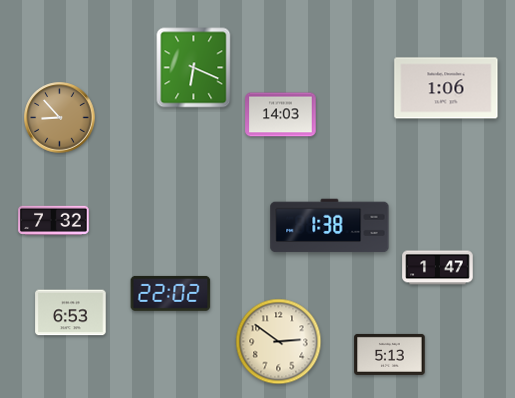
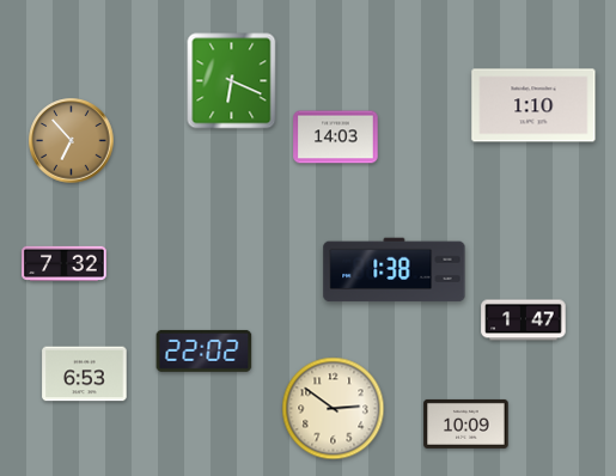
clock at (446, 88): 1:06 -> 1:10
clock at (60, 118): 8:53 -> 6:53
clock at (390, 354): 5:13 -> 10:09
